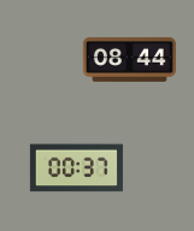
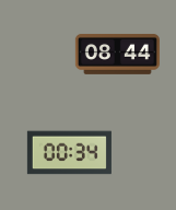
clock at (76, 168): 00:37 -> 00:34
